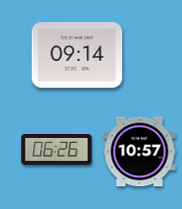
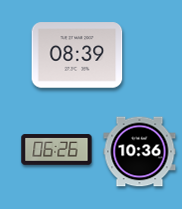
clock at (77, 55): 09:14 -> 08:39
clock at (140, 152): 10:57 -> 10:36
